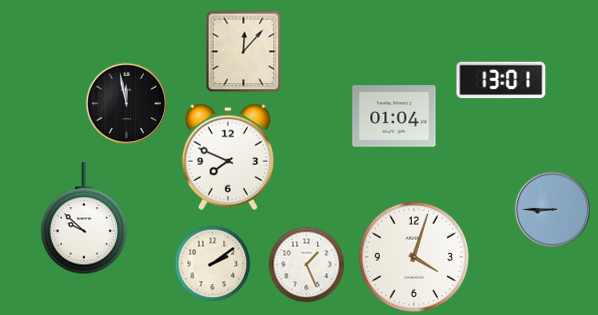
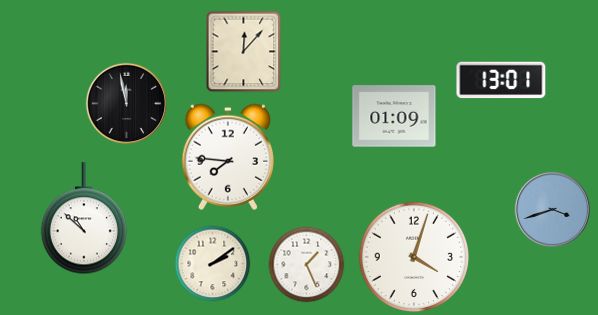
clock at (394, 116): 01:04 -> 01:09
clock at (227, 157): 7:49 -> 7:46
clock at (552, 209): 8:45 -> 3:42
clock at (84, 219): 9:52 -> 10:52
